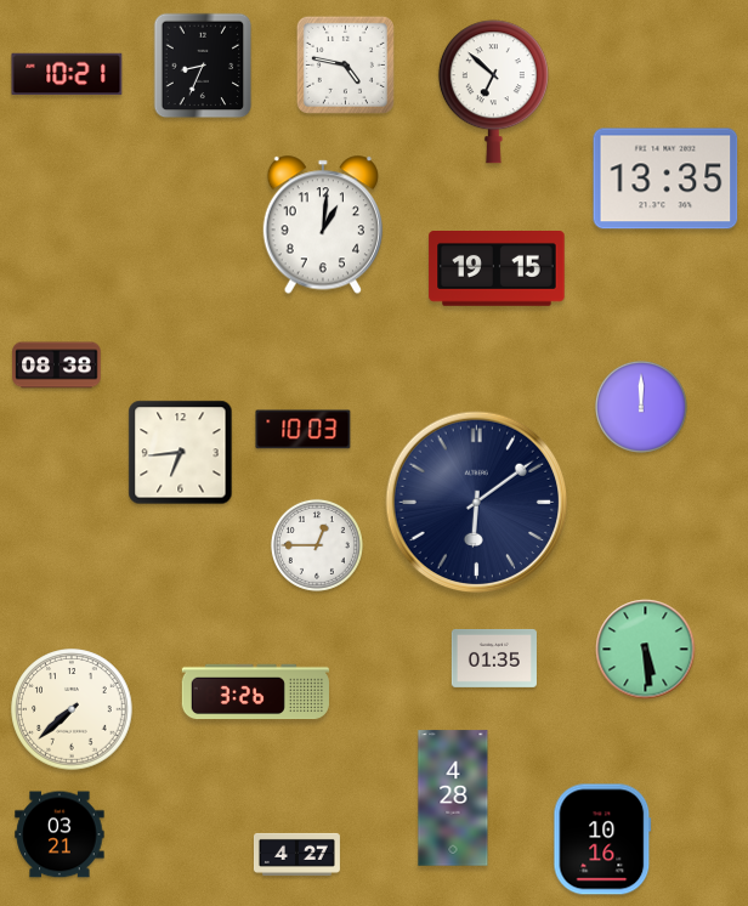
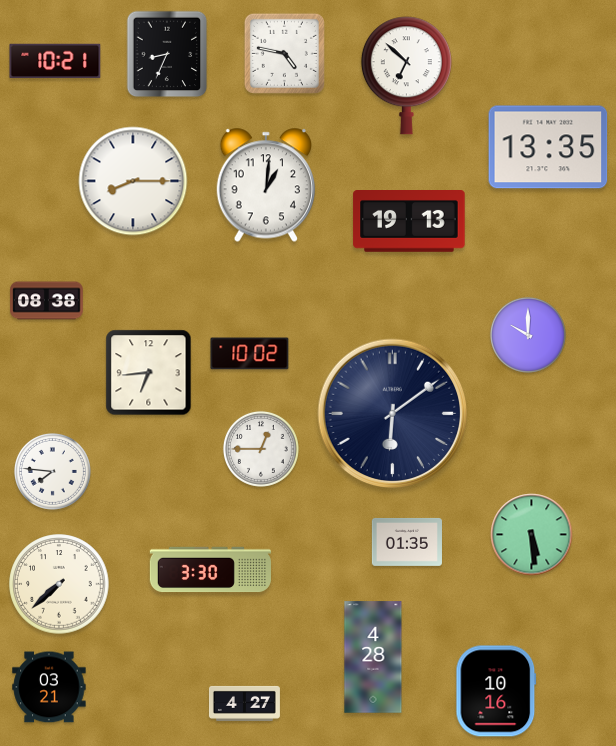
clock at (133, 181): none -> 8:15
clock at (497, 270): 19:15 -> 19:13
clock at (641, 407): 12:00 -> 10:00
clock at (304, 430): 10:03 -> 10:02
clock at (52, 471): none -> 7:46
clock at (255, 692): 3:26 -> 3:30
